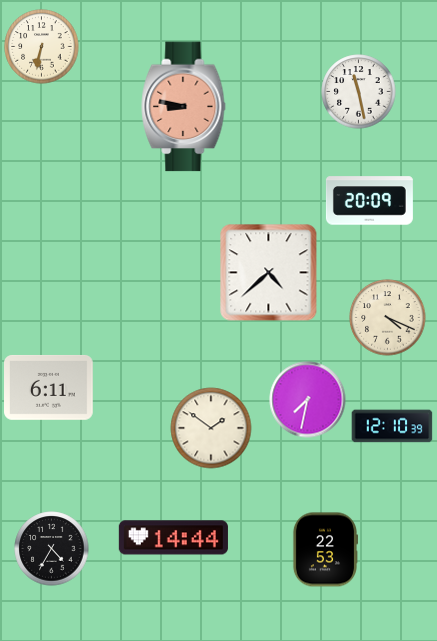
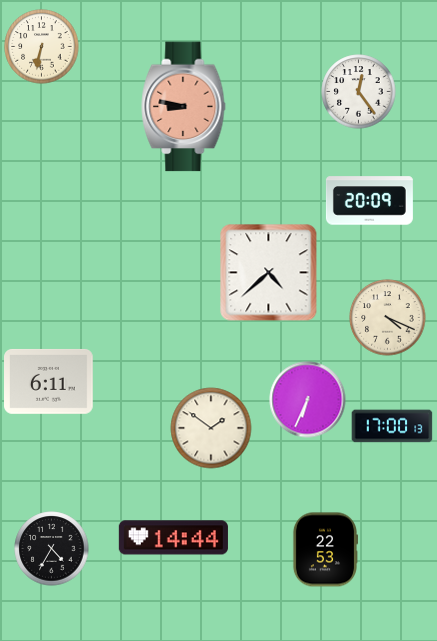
clock at (359, 92): 11:28 -> 12:24
clock at (49, 387) position: (49, 387) -> (49, 381)
clock at (308, 400): 7:32 -> 6:34
clock at (392, 426): 12:10 -> 17:00
